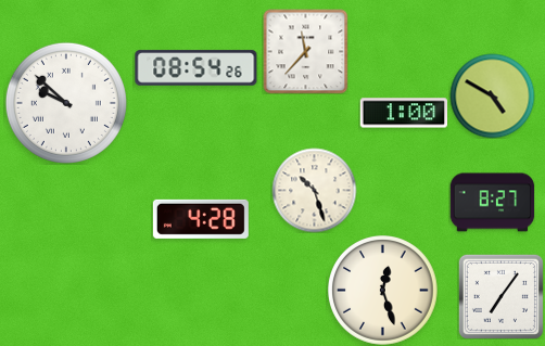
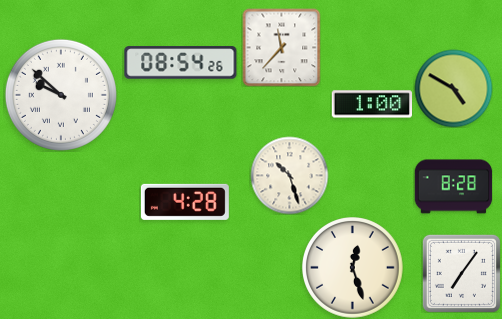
clock at (492, 203): 8:27 -> 8:28
